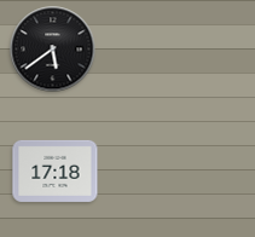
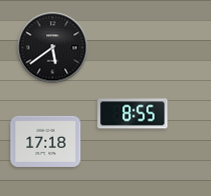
clock at (53, 50) position: (53, 50) -> (53, 48)
clock at (133, 114): none -> 8:55
